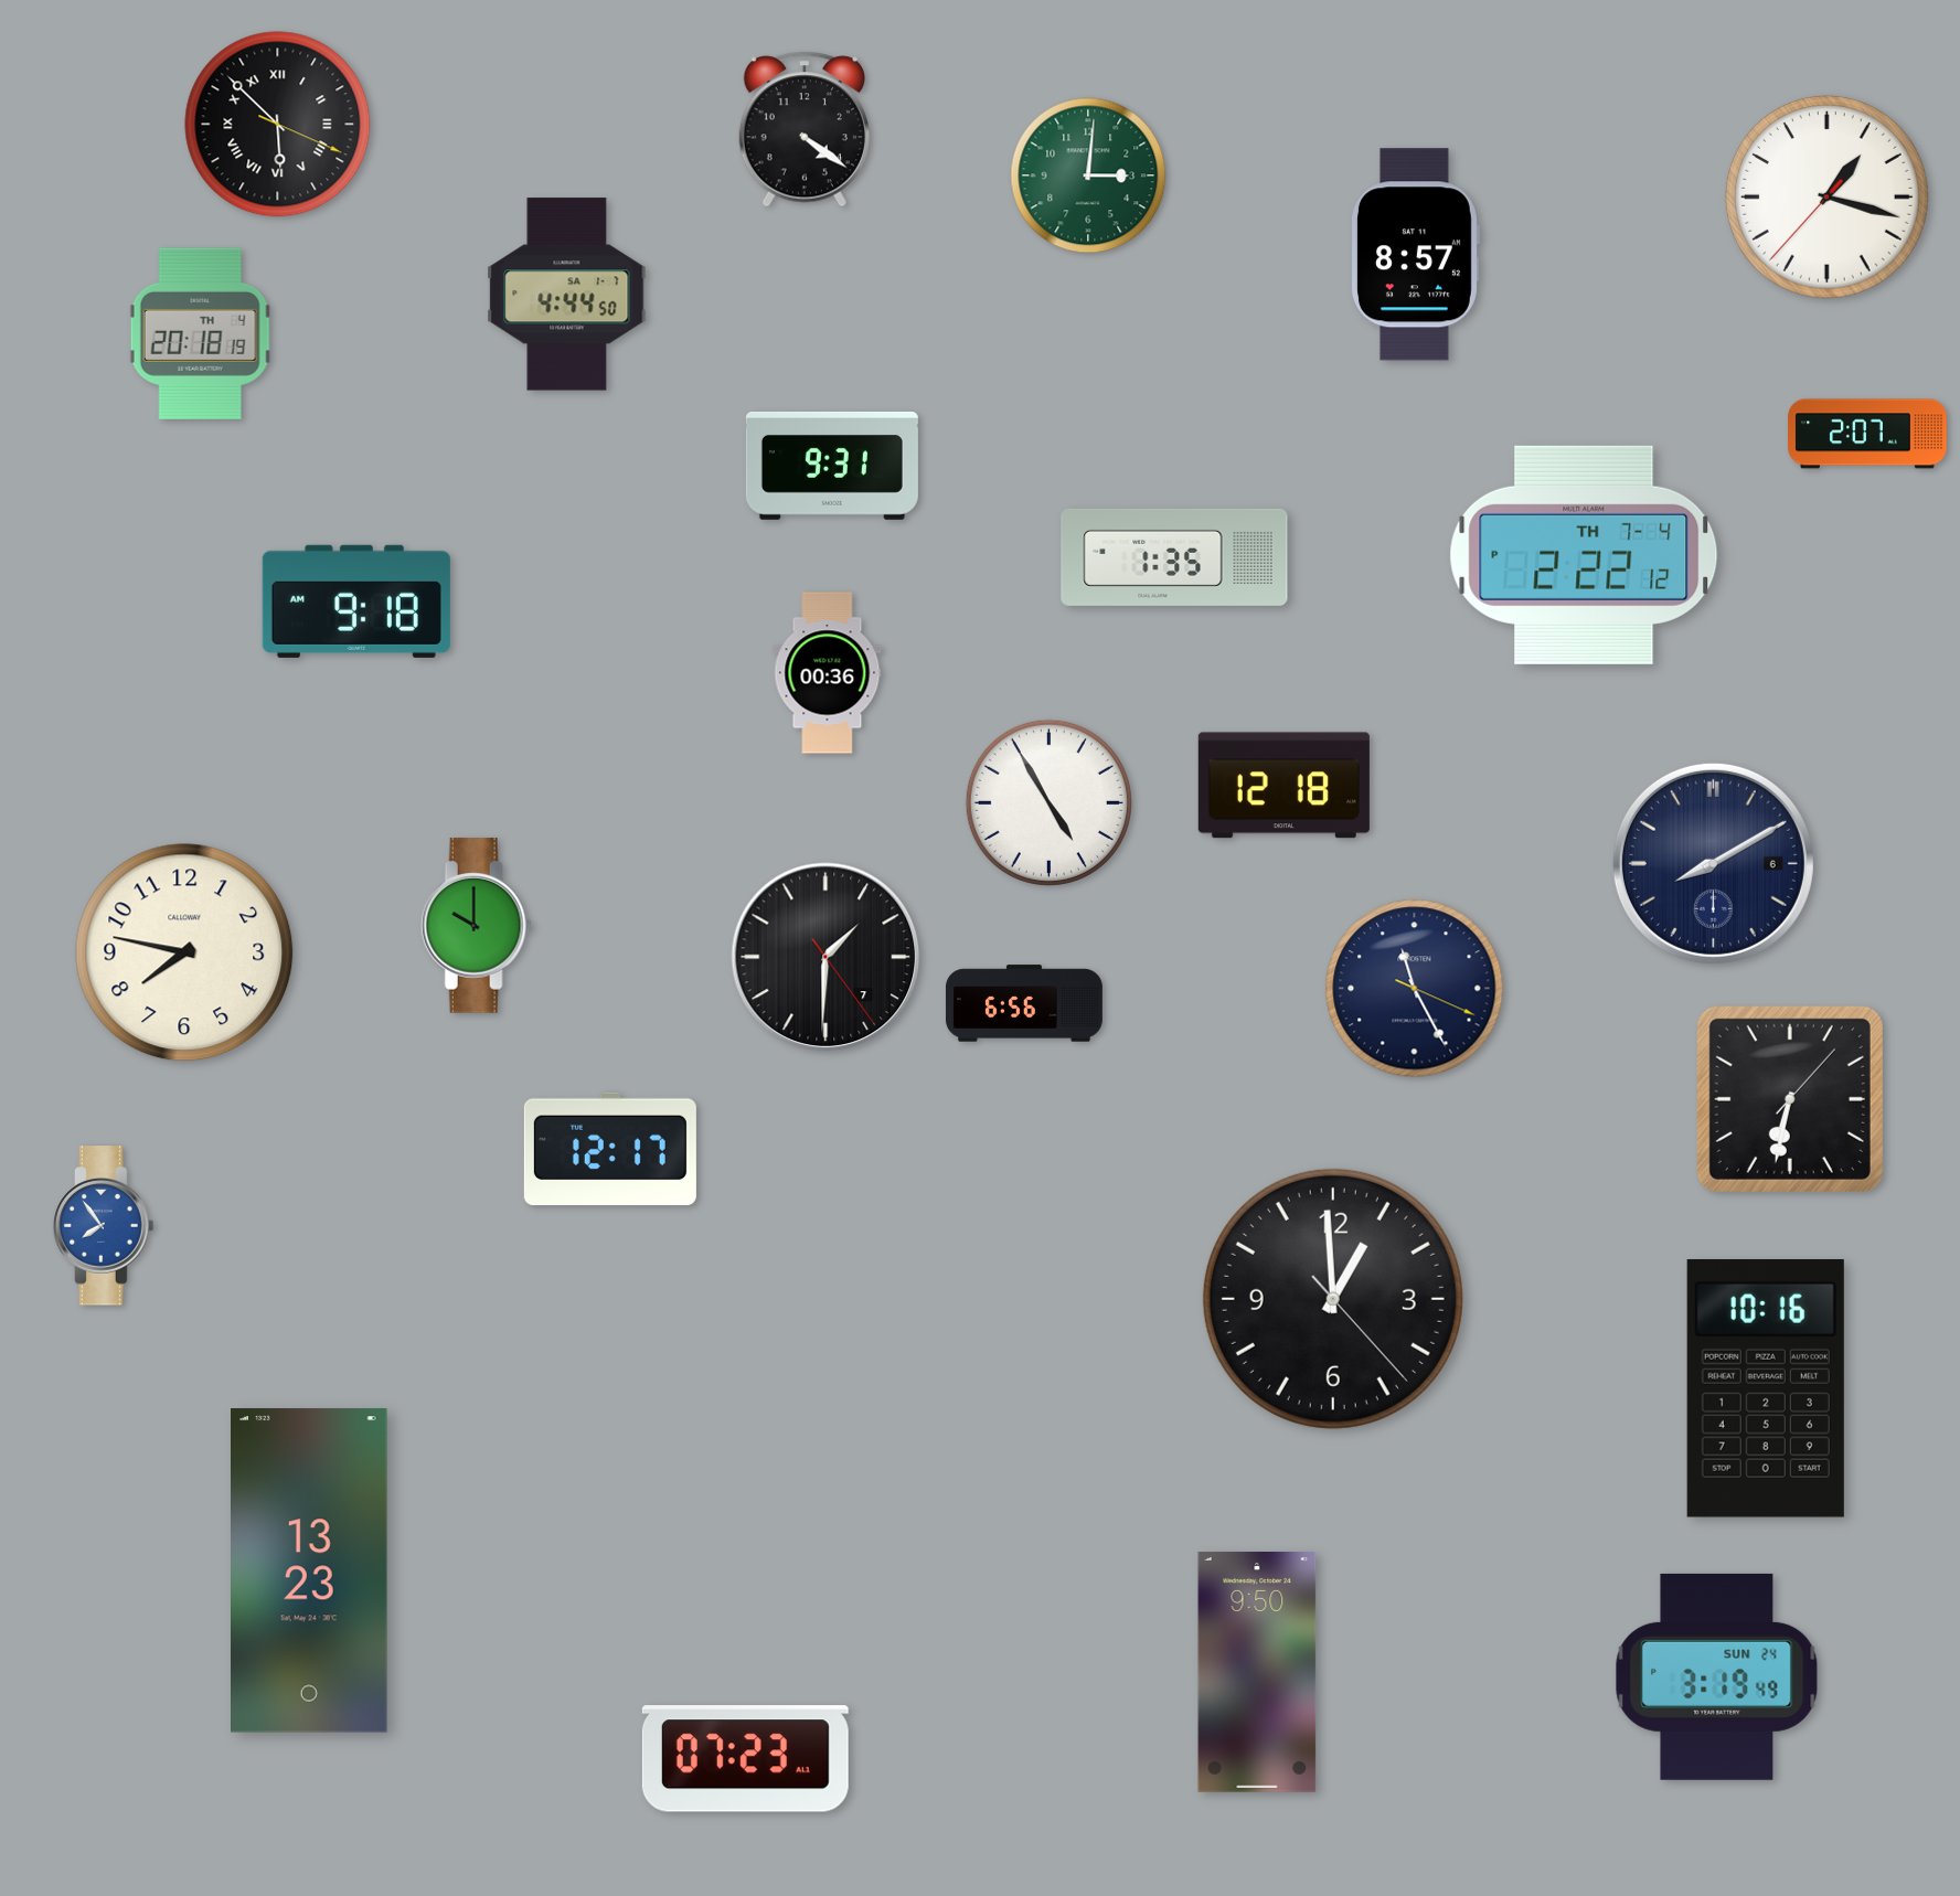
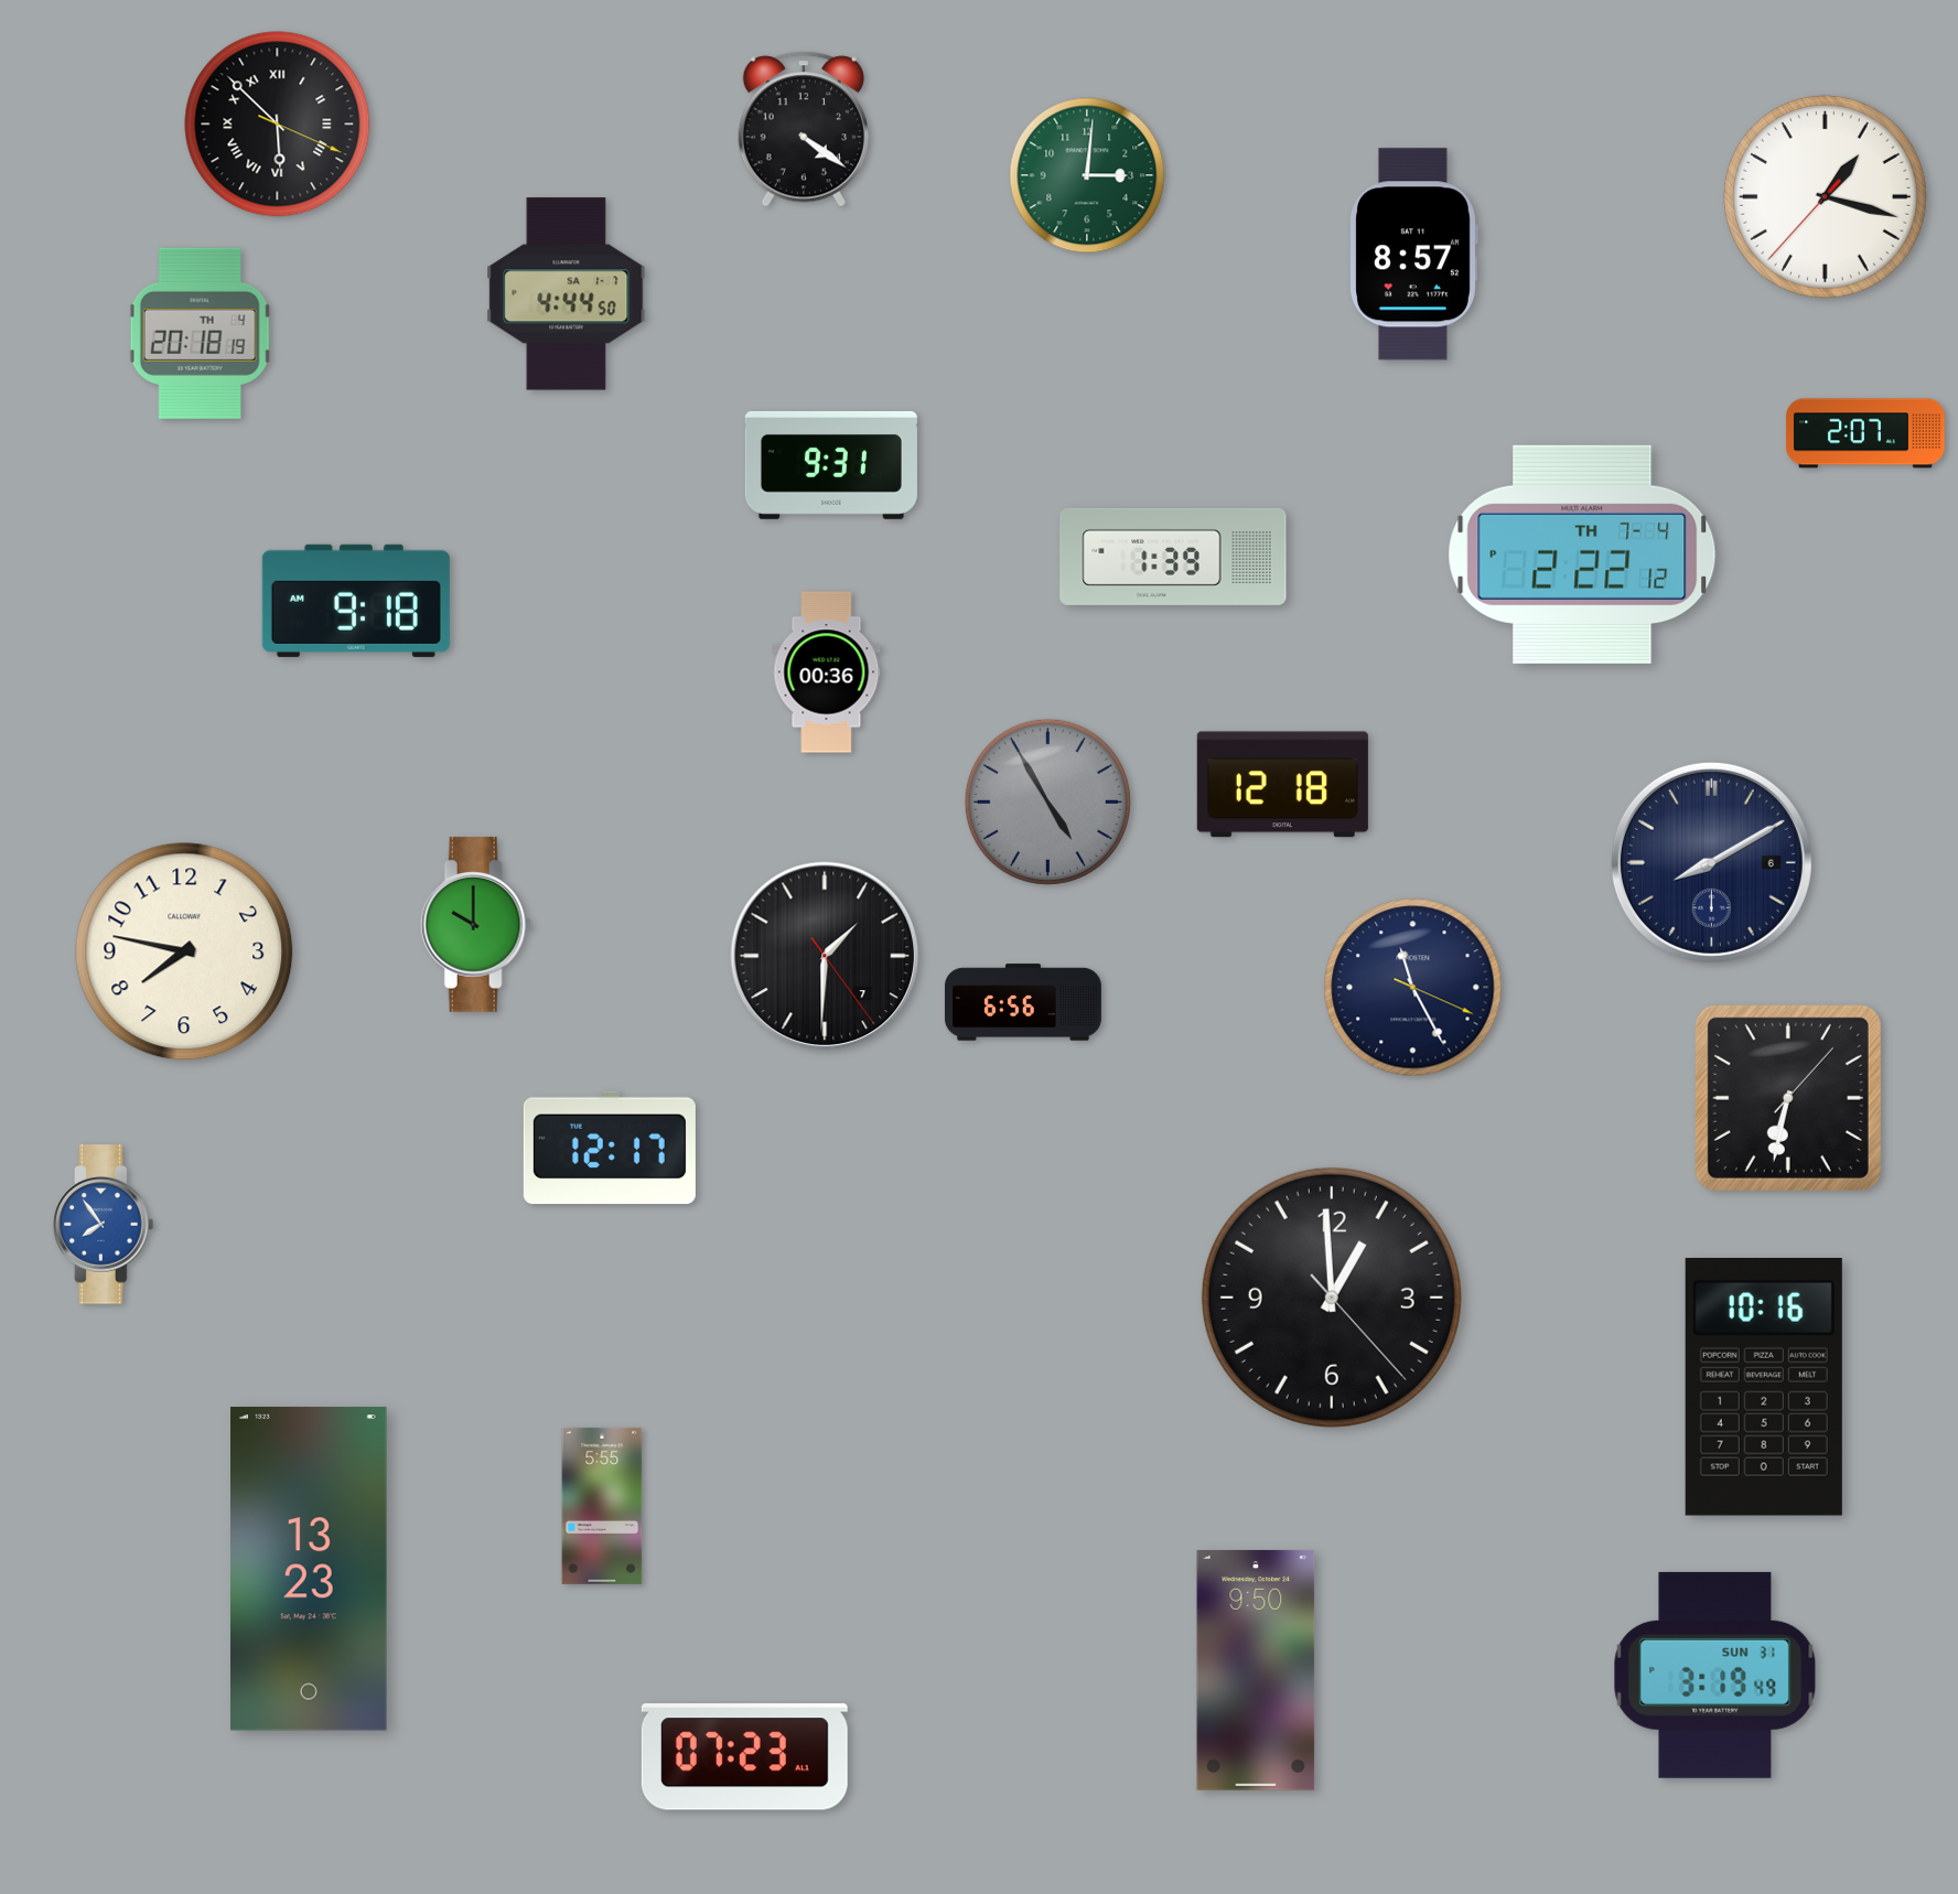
clock at (1174, 557): 1:35 -> 1:39
clock at (1048, 802) dial: white -> grey
clock at (602, 1506): none -> 5:55
clock at (1717, 1676) date: SUN 24 -> SUN 31
